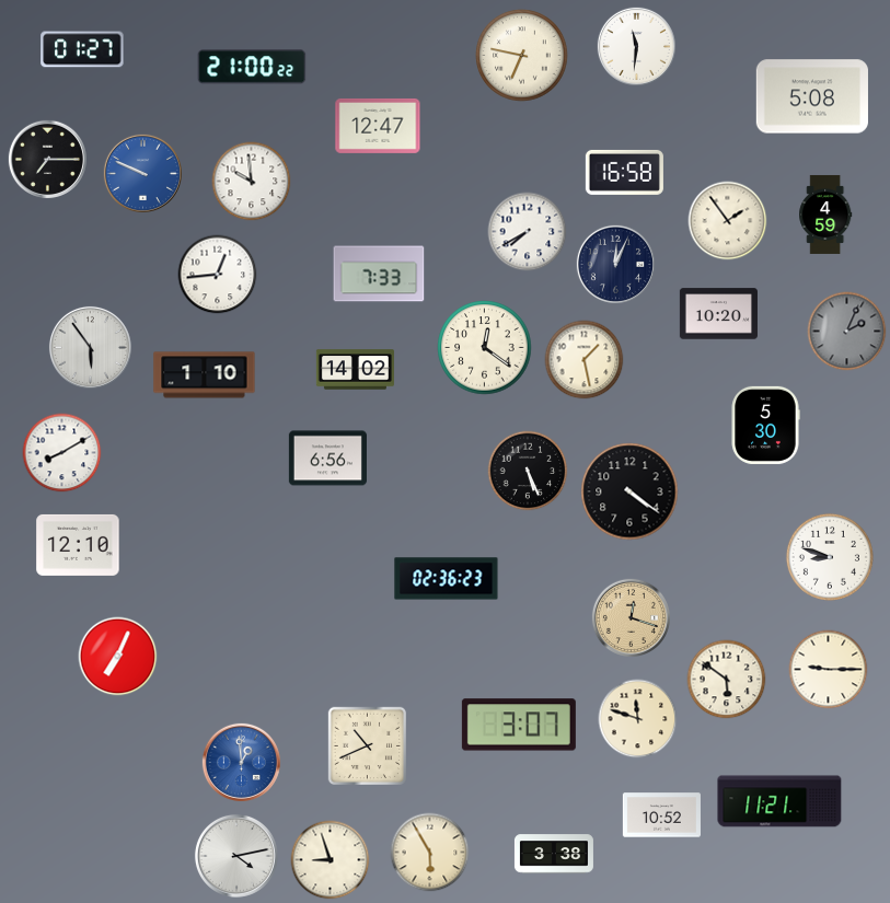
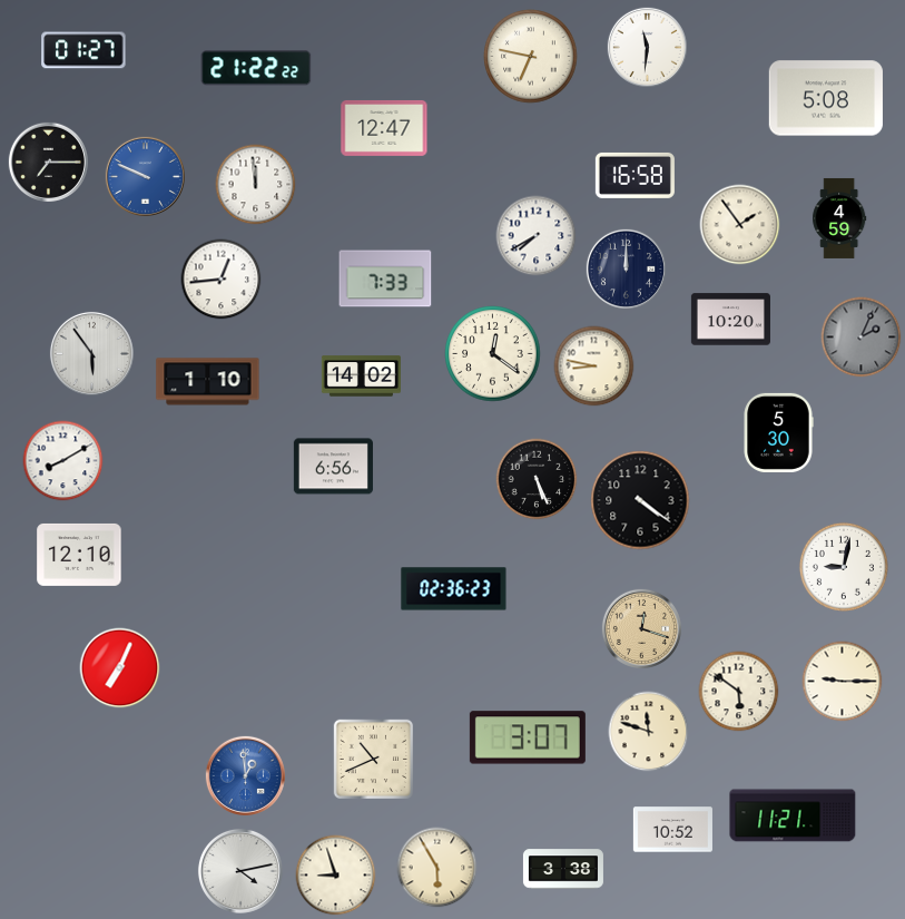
clock at (252, 67): 21:00 -> 21:22
clock at (252, 182): 9:59 -> 11:59
clock at (615, 264): 12:04 -> 12:00
clock at (585, 360): 1:28 -> 8:47
clock at (830, 557): 8:48 -> 9:02
